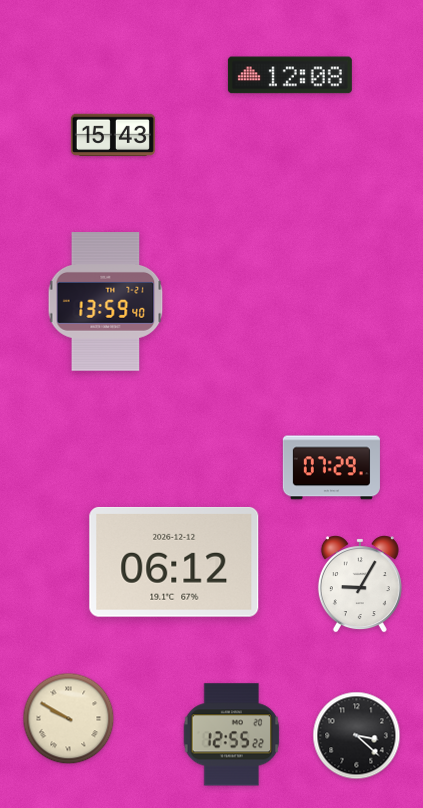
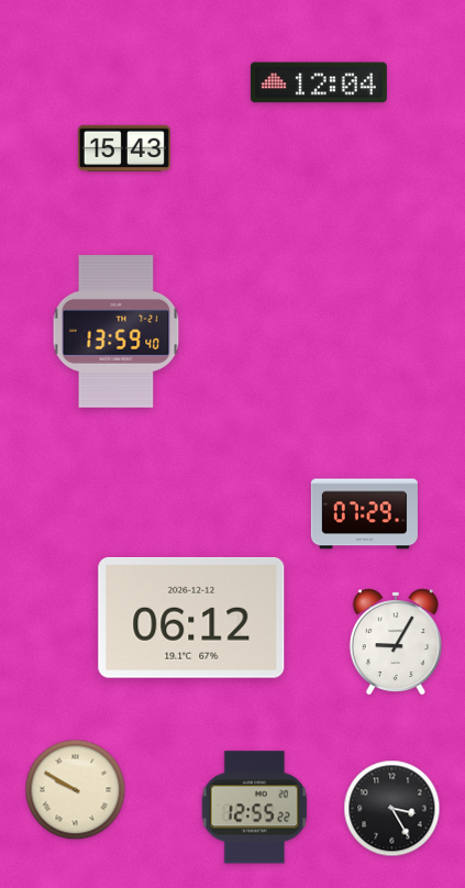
clock at (290, 75): 12:08 -> 12:04
clock at (357, 736): 3:22 -> 3:25
